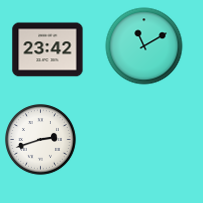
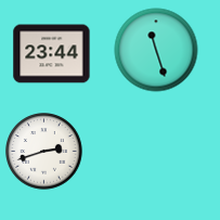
clock at (144, 46): 11:10 -> 11:27
clock at (48, 50): 23:42 -> 23:44
